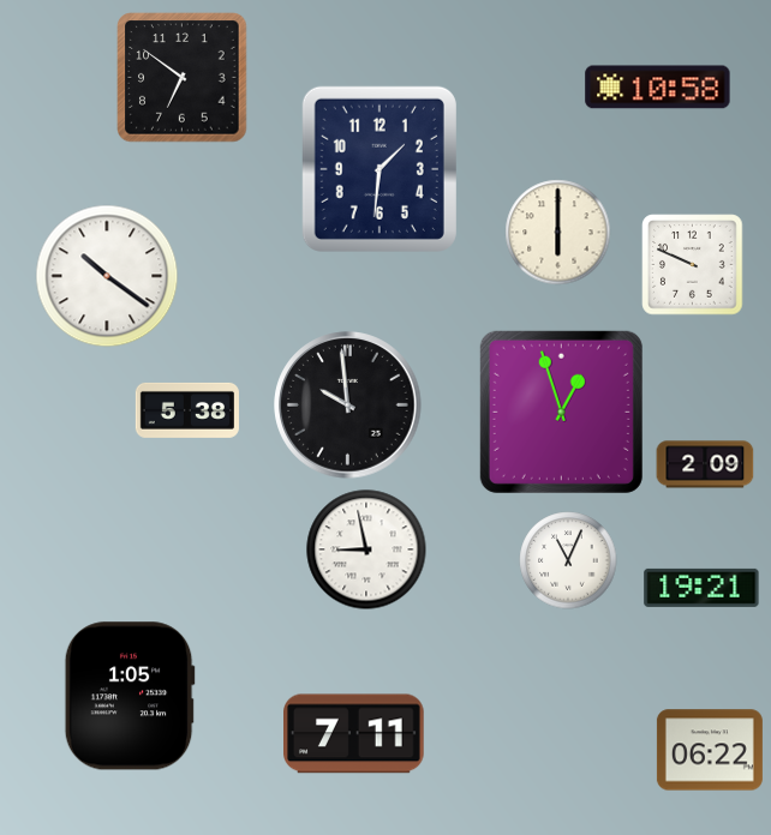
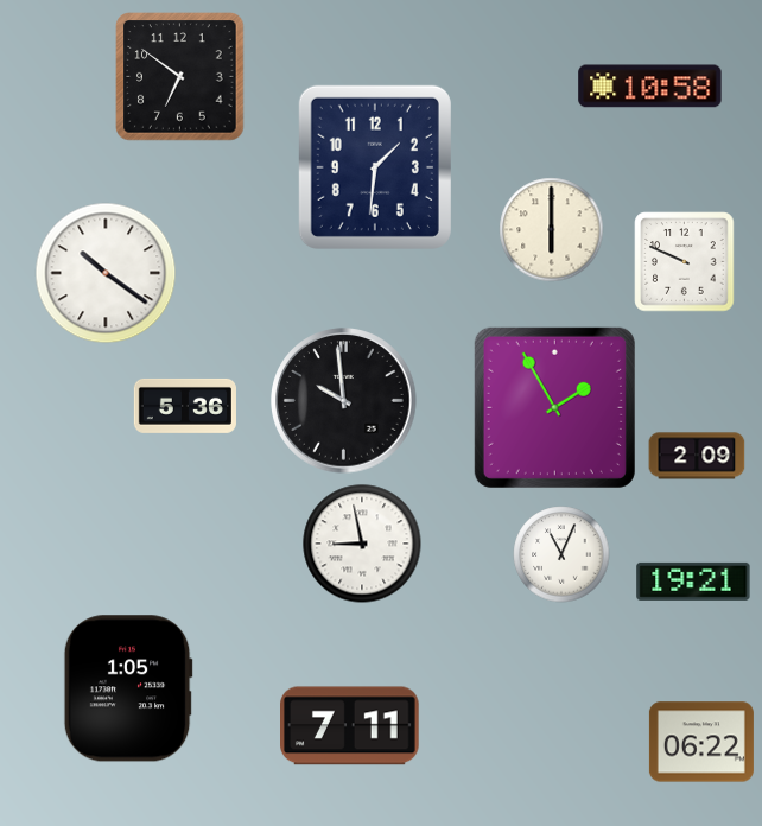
clock at (187, 410): 5:38 -> 5:36
clock at (561, 412): 12:57 -> 1:55
clock at (705, 464) position: (705, 464) -> (697, 456)
